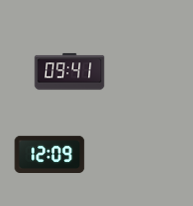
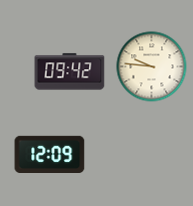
clock at (152, 67): none -> 9:46
clock at (70, 72): 09:41 -> 09:42
